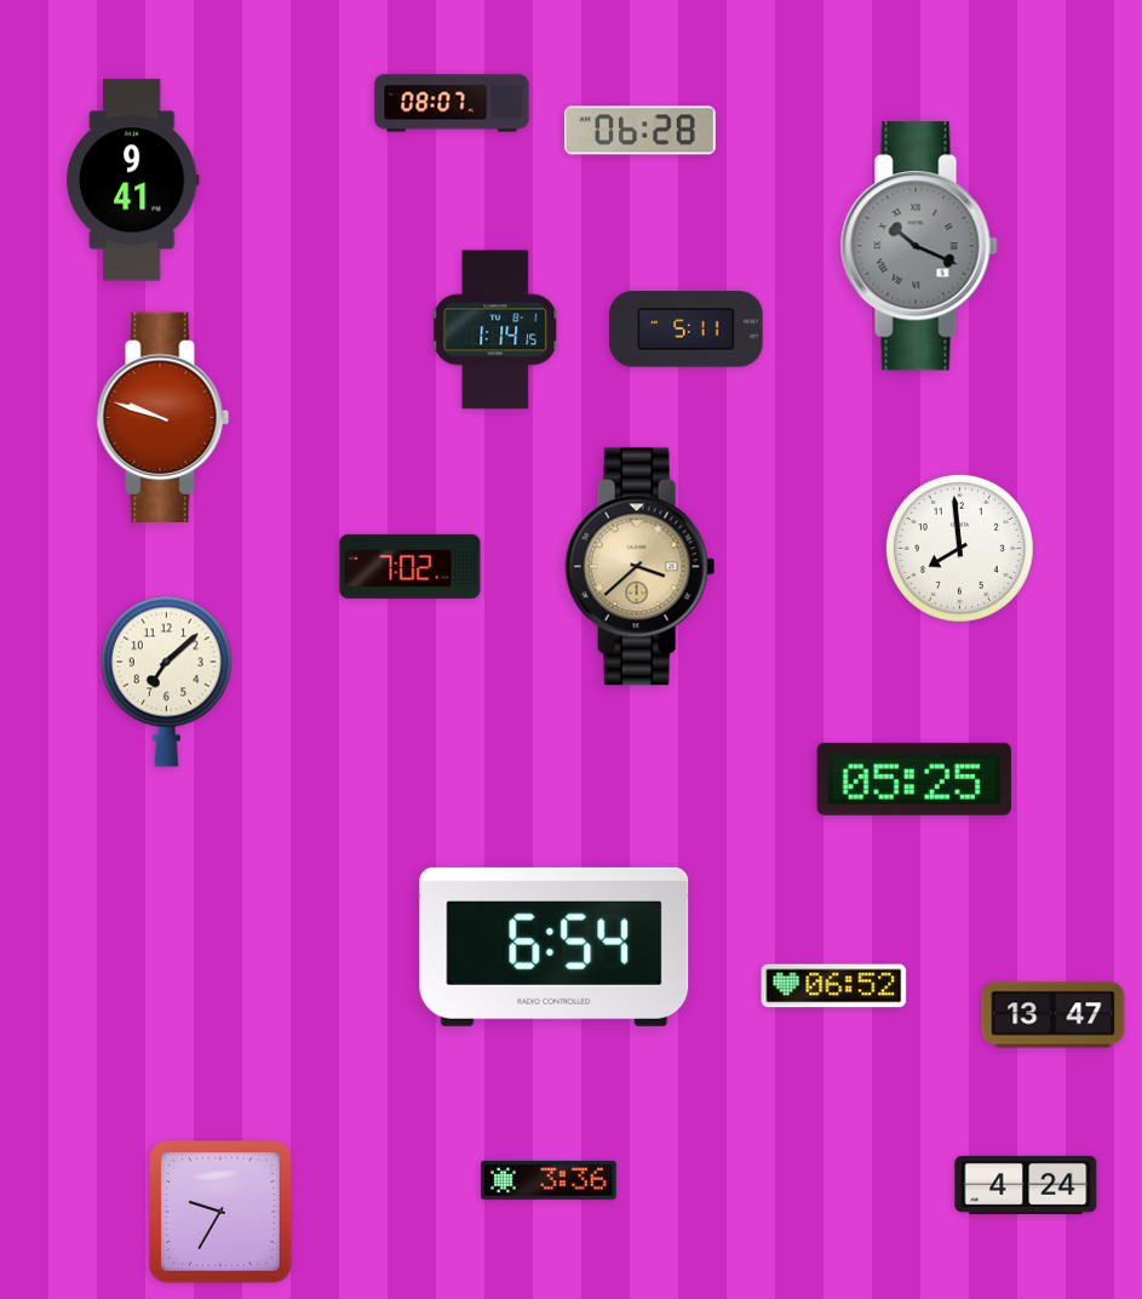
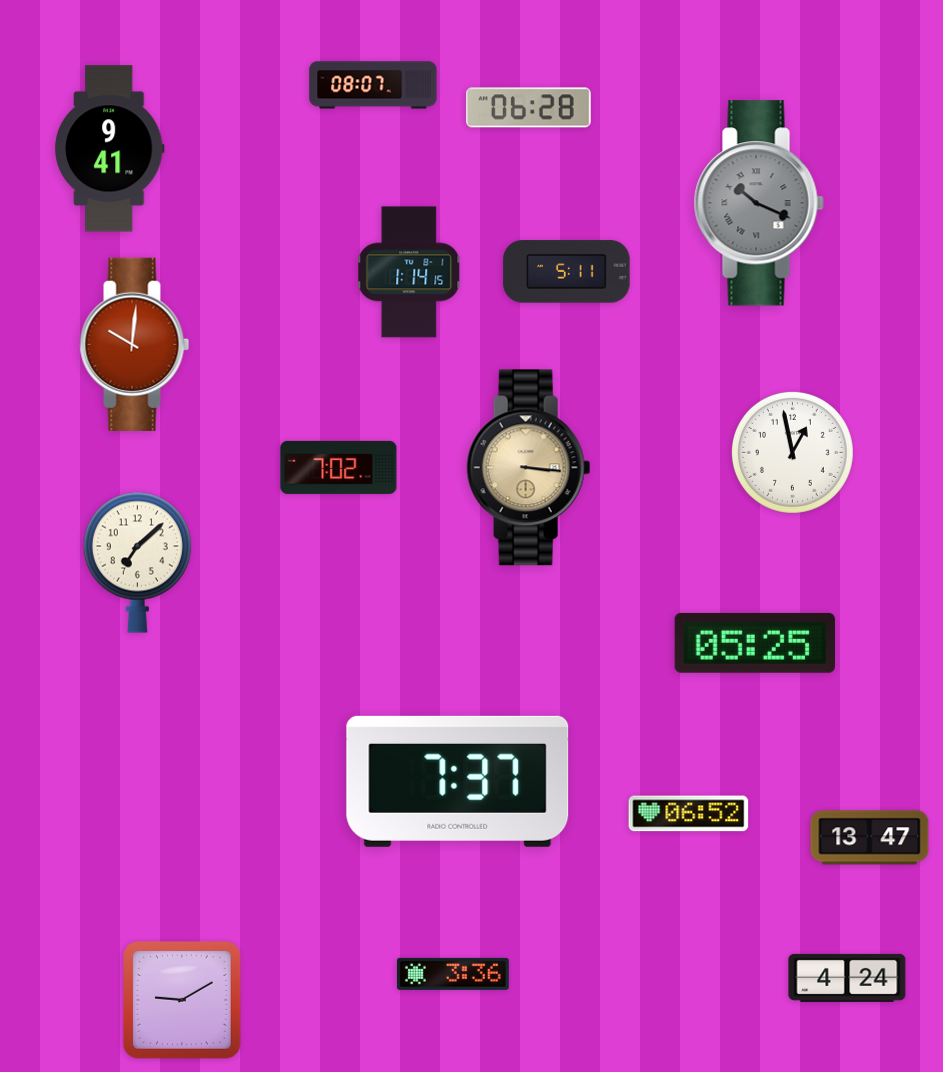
clock at (163, 417): 9:48 -> 10:01
clock at (959, 548): 7:59 -> 12:58
clock at (641, 567): 3:38 -> 3:16
clock at (555, 946): 6:54 -> 7:37
clock at (222, 1213): 9:35 -> 9:10
